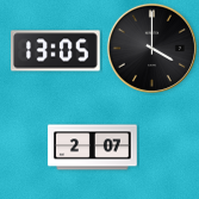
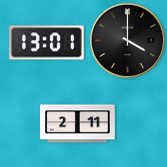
clock at (56, 51): 13:05 -> 13:01
clock at (93, 148): 2:07 -> 2:11
